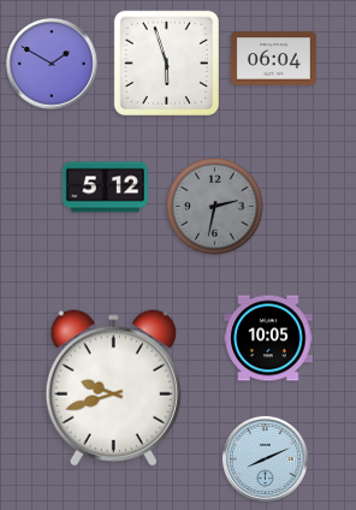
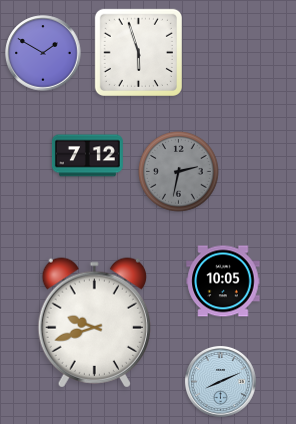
clock at (273, 59): 06:04 -> none
clock at (105, 188): 5:12 -> 7:12
